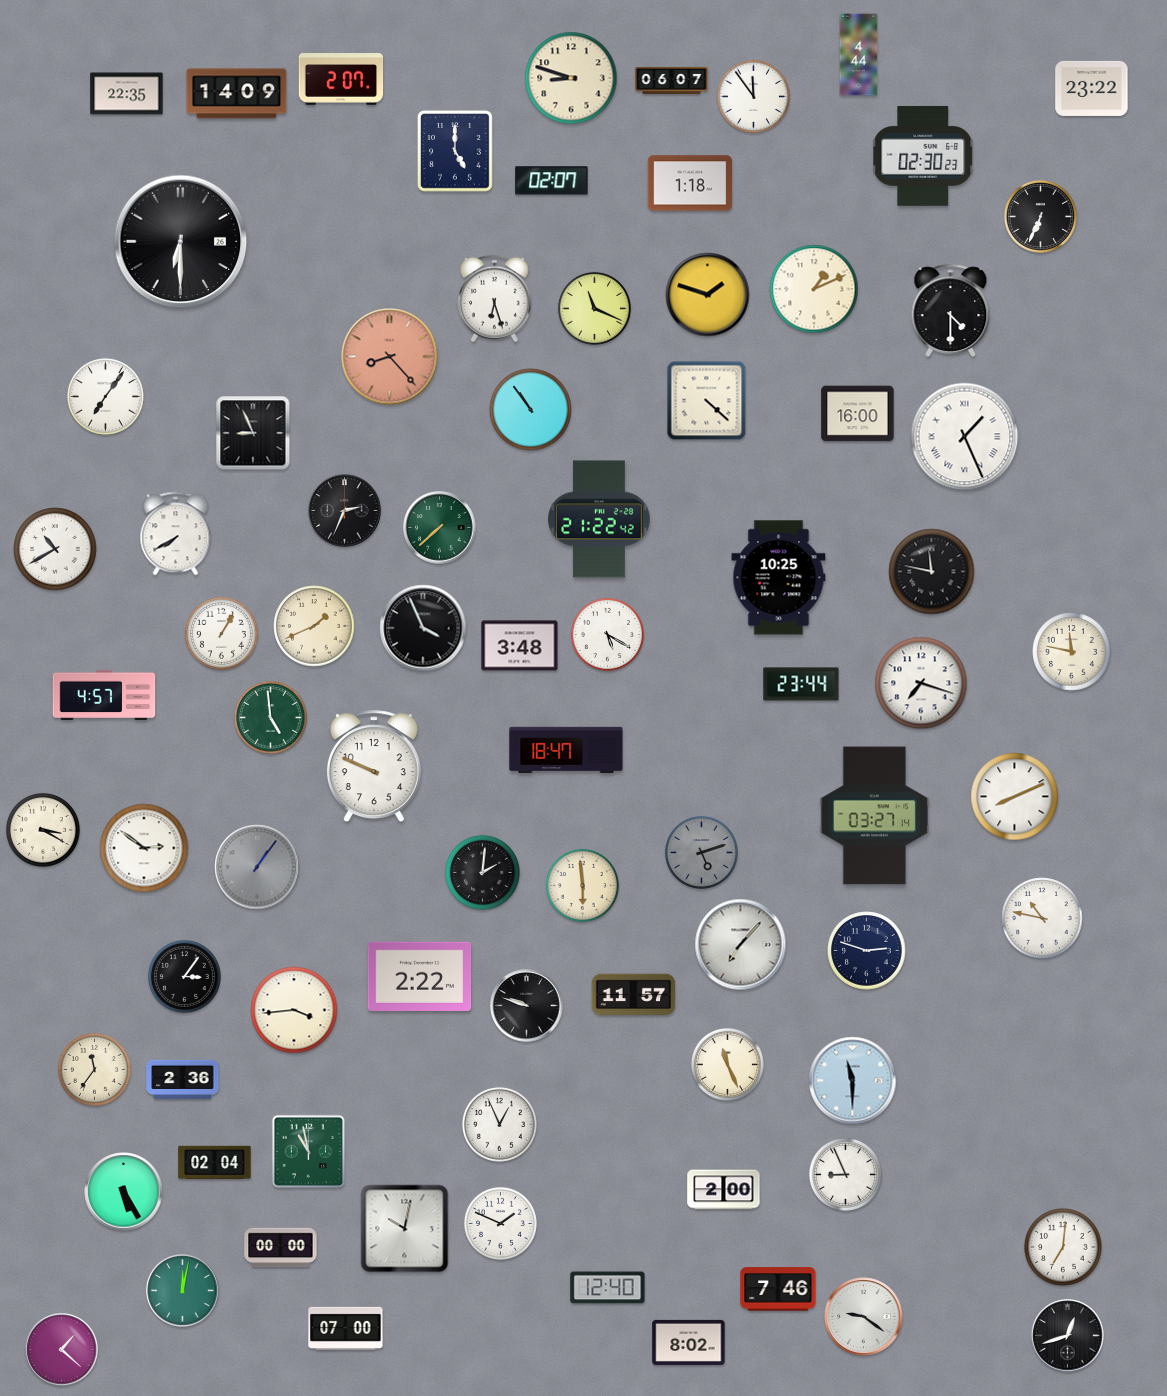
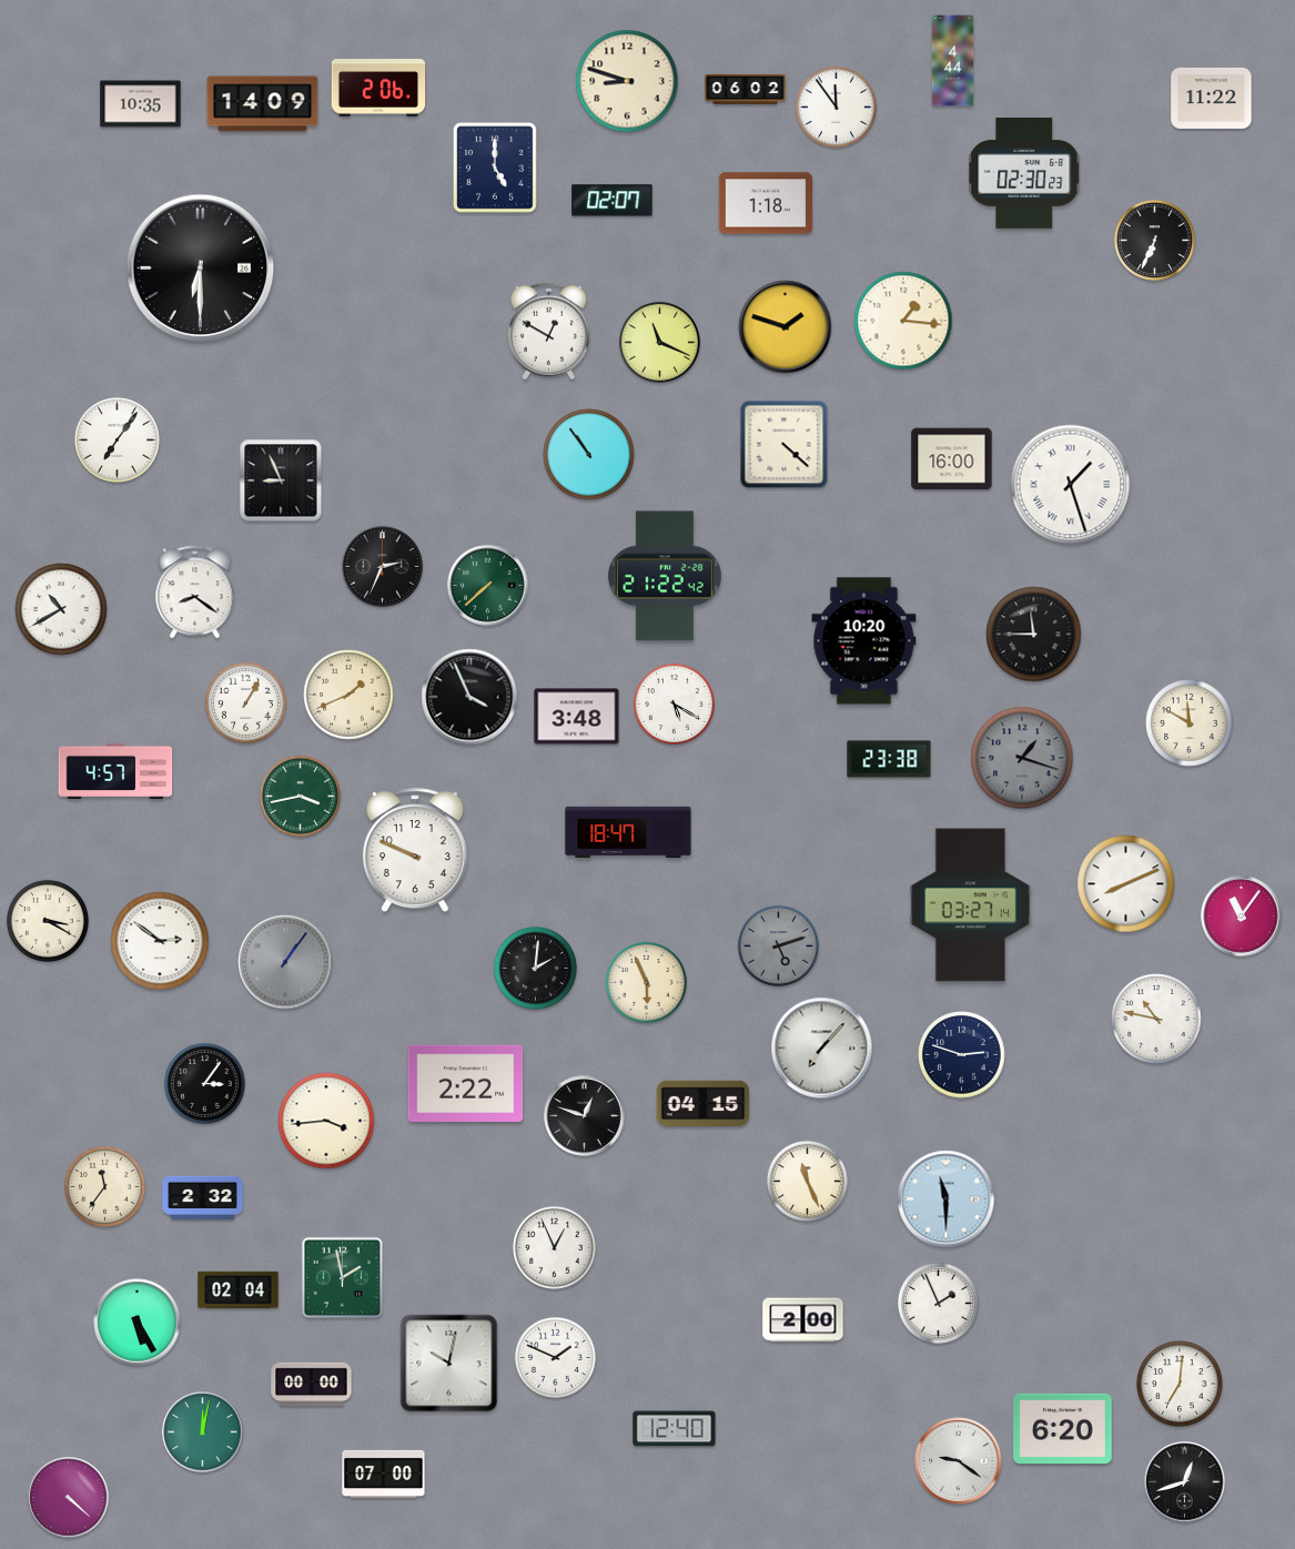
clock at (571, 78) position: (571, 78) -> (627, 81)
clock at (341, 80): 2:07 -> 2:06
clock at (672, 80): 06:07 -> 06:02
clock at (1092, 88): 23:22 -> 11:22
clock at (127, 94): 22:35 -> 10:35
clock at (456, 151) position: (456, 151) -> (496, 168)
clock at (814, 289): 1:11 -> 1:16
clock at (494, 299): 6:27 -> 12:50
clock at (951, 310): 4:30 -> none
clock at (390, 357): 8:23 -> none
clock at (965, 437): 1:26 -> 1:27
clock at (176, 534): 7:40 -> 8:21
clock at (932, 572): 11:47 -> 11:45
clock at (779, 578): 10:25 -> 10:20
clock at (1072, 652): 11:47 -> 11:50
clock at (921, 683): 7:18 -> 1:18
clock at (921, 683) dial: white -> grey
clock at (801, 684): 23:44 -> 23:38
clock at (270, 717): 4:59 -> 3:43
clock at (1242, 917): none -> 11:06
clock at (582, 885): 5:59 -> 5:56
clock at (634, 995): 11:57 -> 04:15
clock at (527, 1006): 9:48 -> 12:48
clock at (183, 1079): 2:36 -> 2:32
clock at (308, 1151): 10:58 -> 1:58
clock at (845, 1174): 8:56 -> 1:56
clock at (1063, 1428): none -> 6:20
clock at (778, 1289): 7:46 -> none
clock at (689, 1342): 8:02 -> none
clock at (62, 1350): 1:22 -> 4:22
